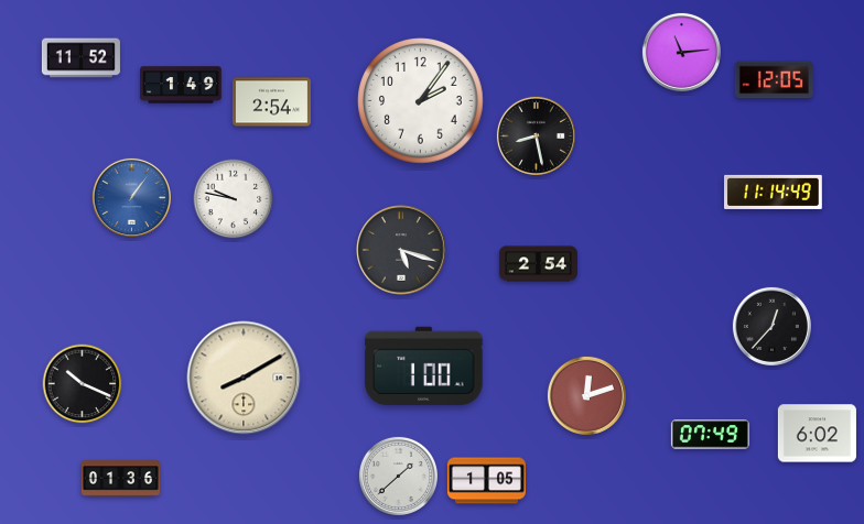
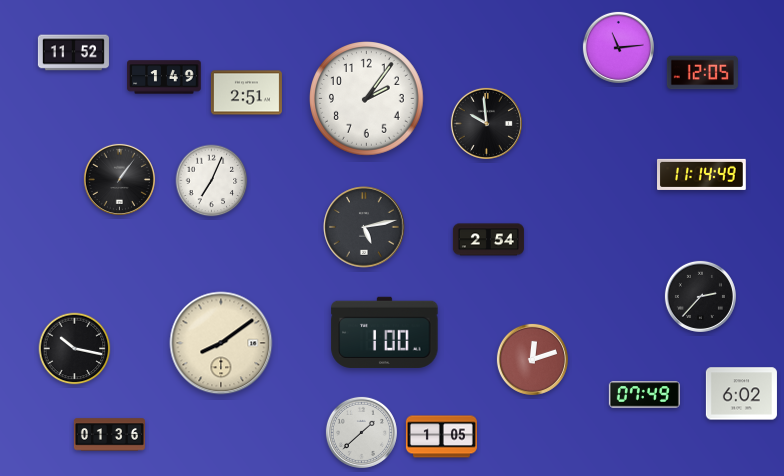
clock at (421, 101) position: (421, 101) -> (367, 99)
clock at (271, 102): 2:54 -> 2:51
clock at (536, 135): 8:28 -> 9:59
clock at (131, 197) dial: blue -> black
clock at (234, 199): 9:47 -> 7:04
clock at (401, 250): 5:18 -> 5:13
clock at (771, 326): 12:37 -> 2:37
clock at (244, 378): 8:10 -> 8:09
clock at (83, 384): 10:19 -> 10:17
